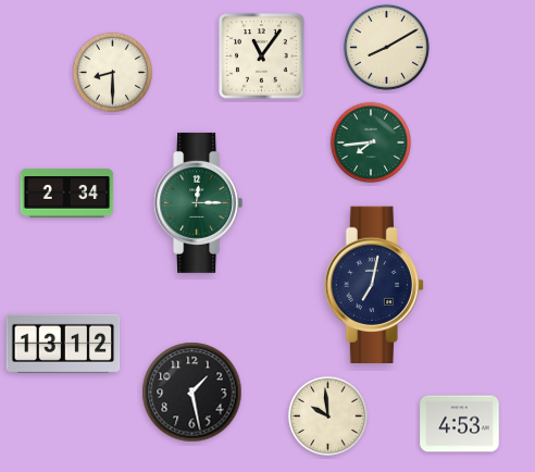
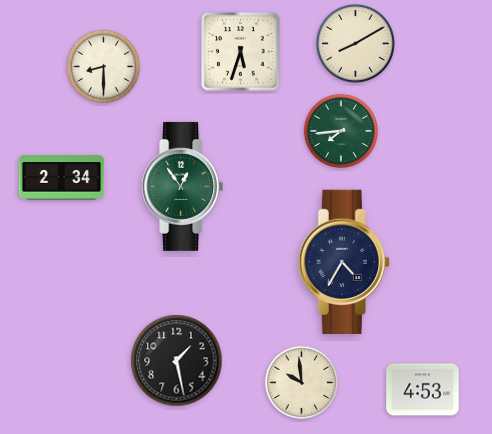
clock at (262, 57): 11:06 -> 5:33
clock at (199, 202): 12:15 -> 12:54
clock at (373, 285): 7:02 -> 4:35
clock at (63, 344): 13:12 -> none
